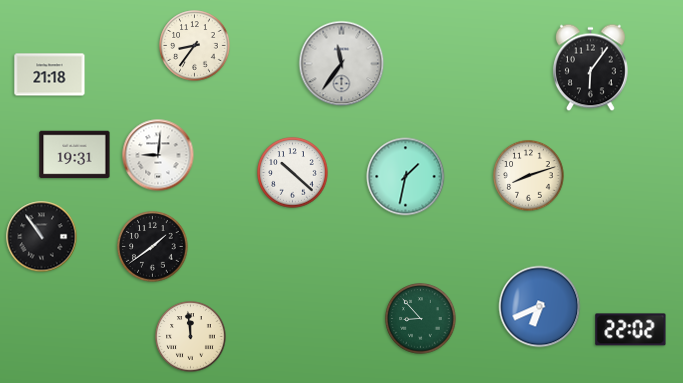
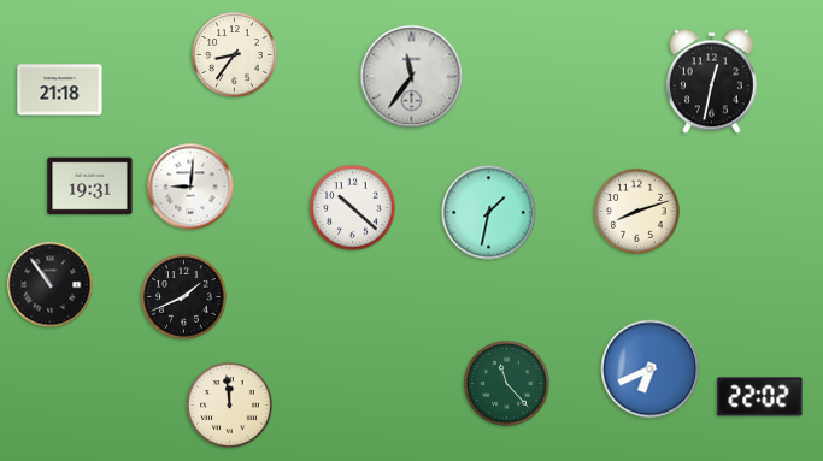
clock at (590, 68): 6:06 -> 12:32
clock at (153, 247): 1:39 -> 1:41
clock at (421, 319): 8:53 -> 11:23
